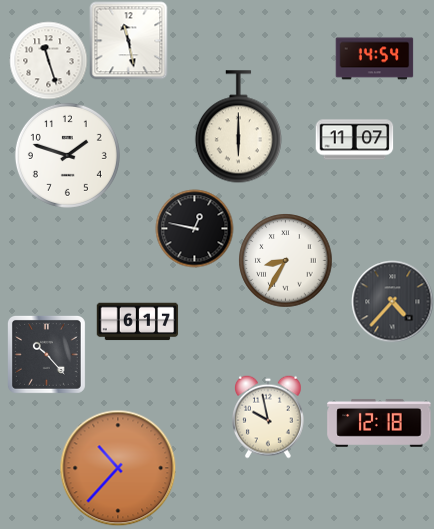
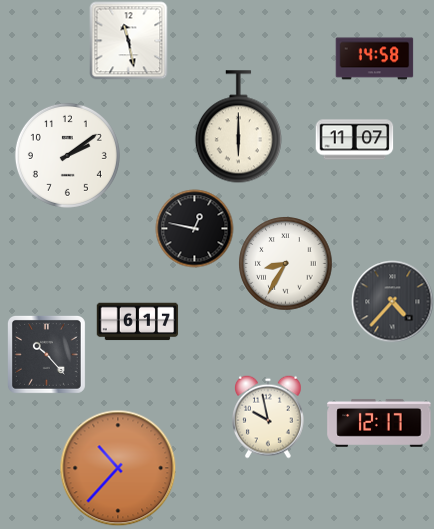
clock at (374, 59): 14:54 -> 14:58
clock at (48, 60): 11:27 -> none
clock at (67, 155): 1:48 -> 2:09
clock at (285, 260) position: (285, 260) -> (285, 263)
clock at (379, 423): 12:18 -> 12:17
